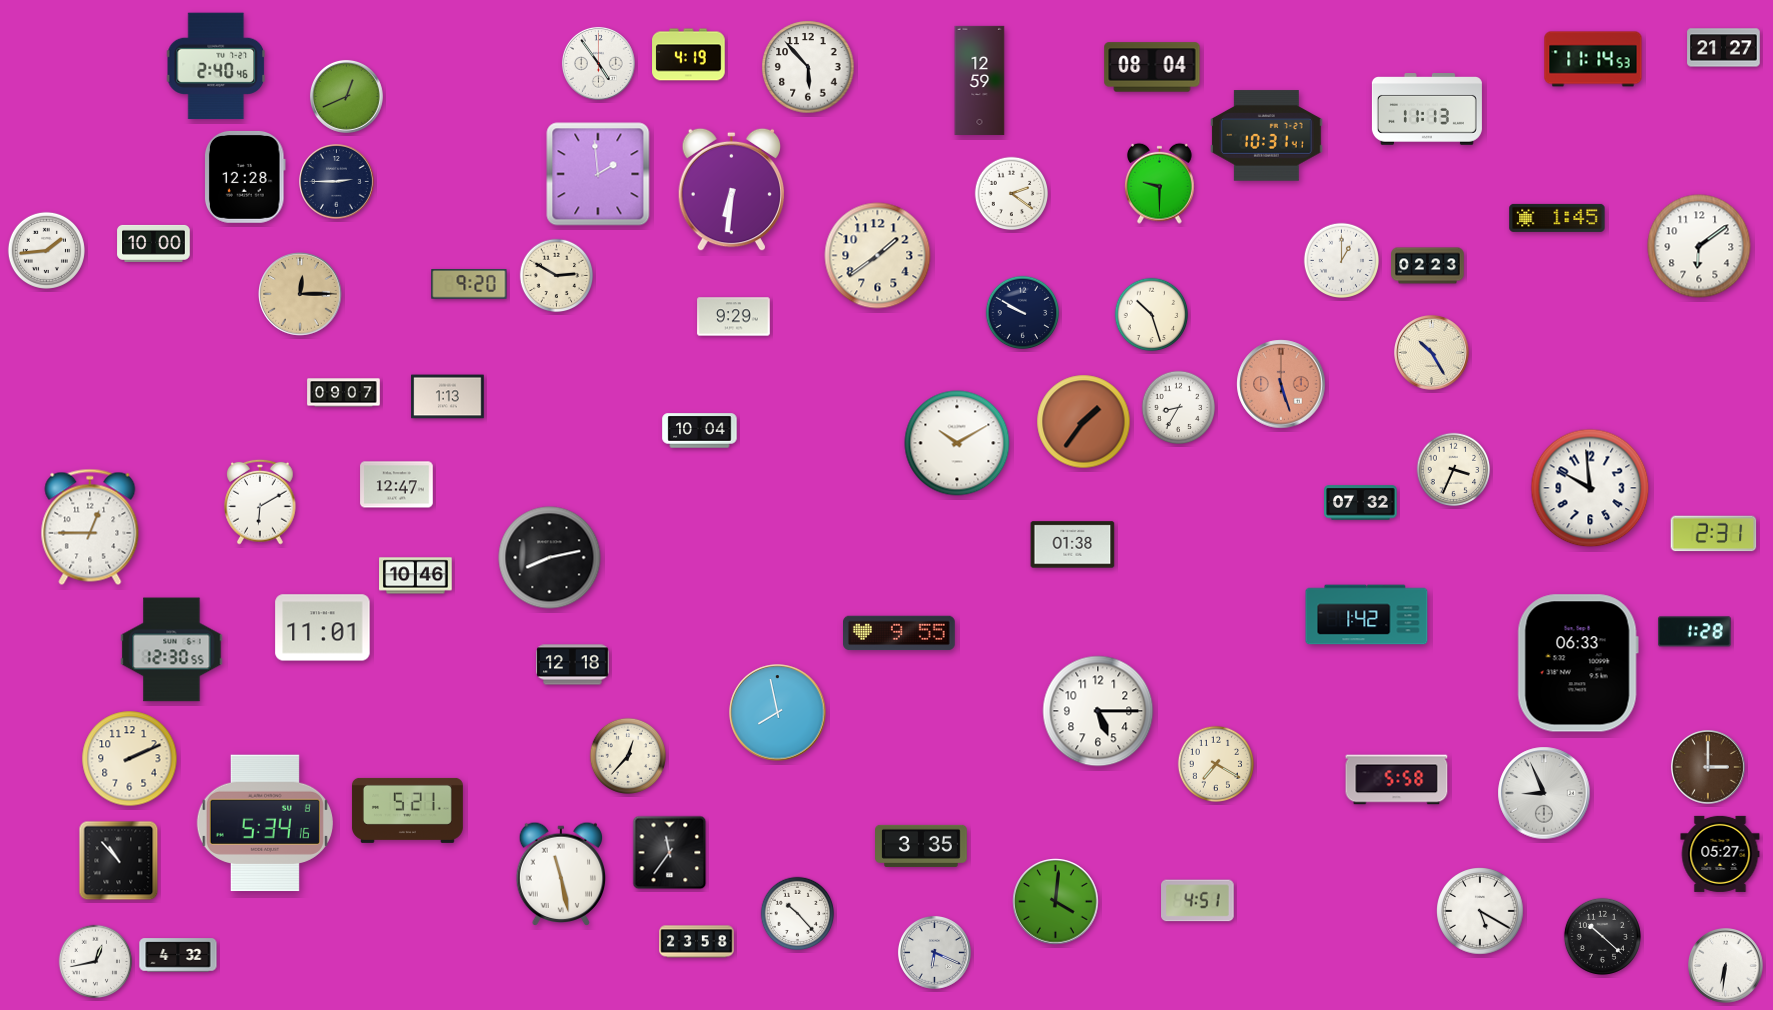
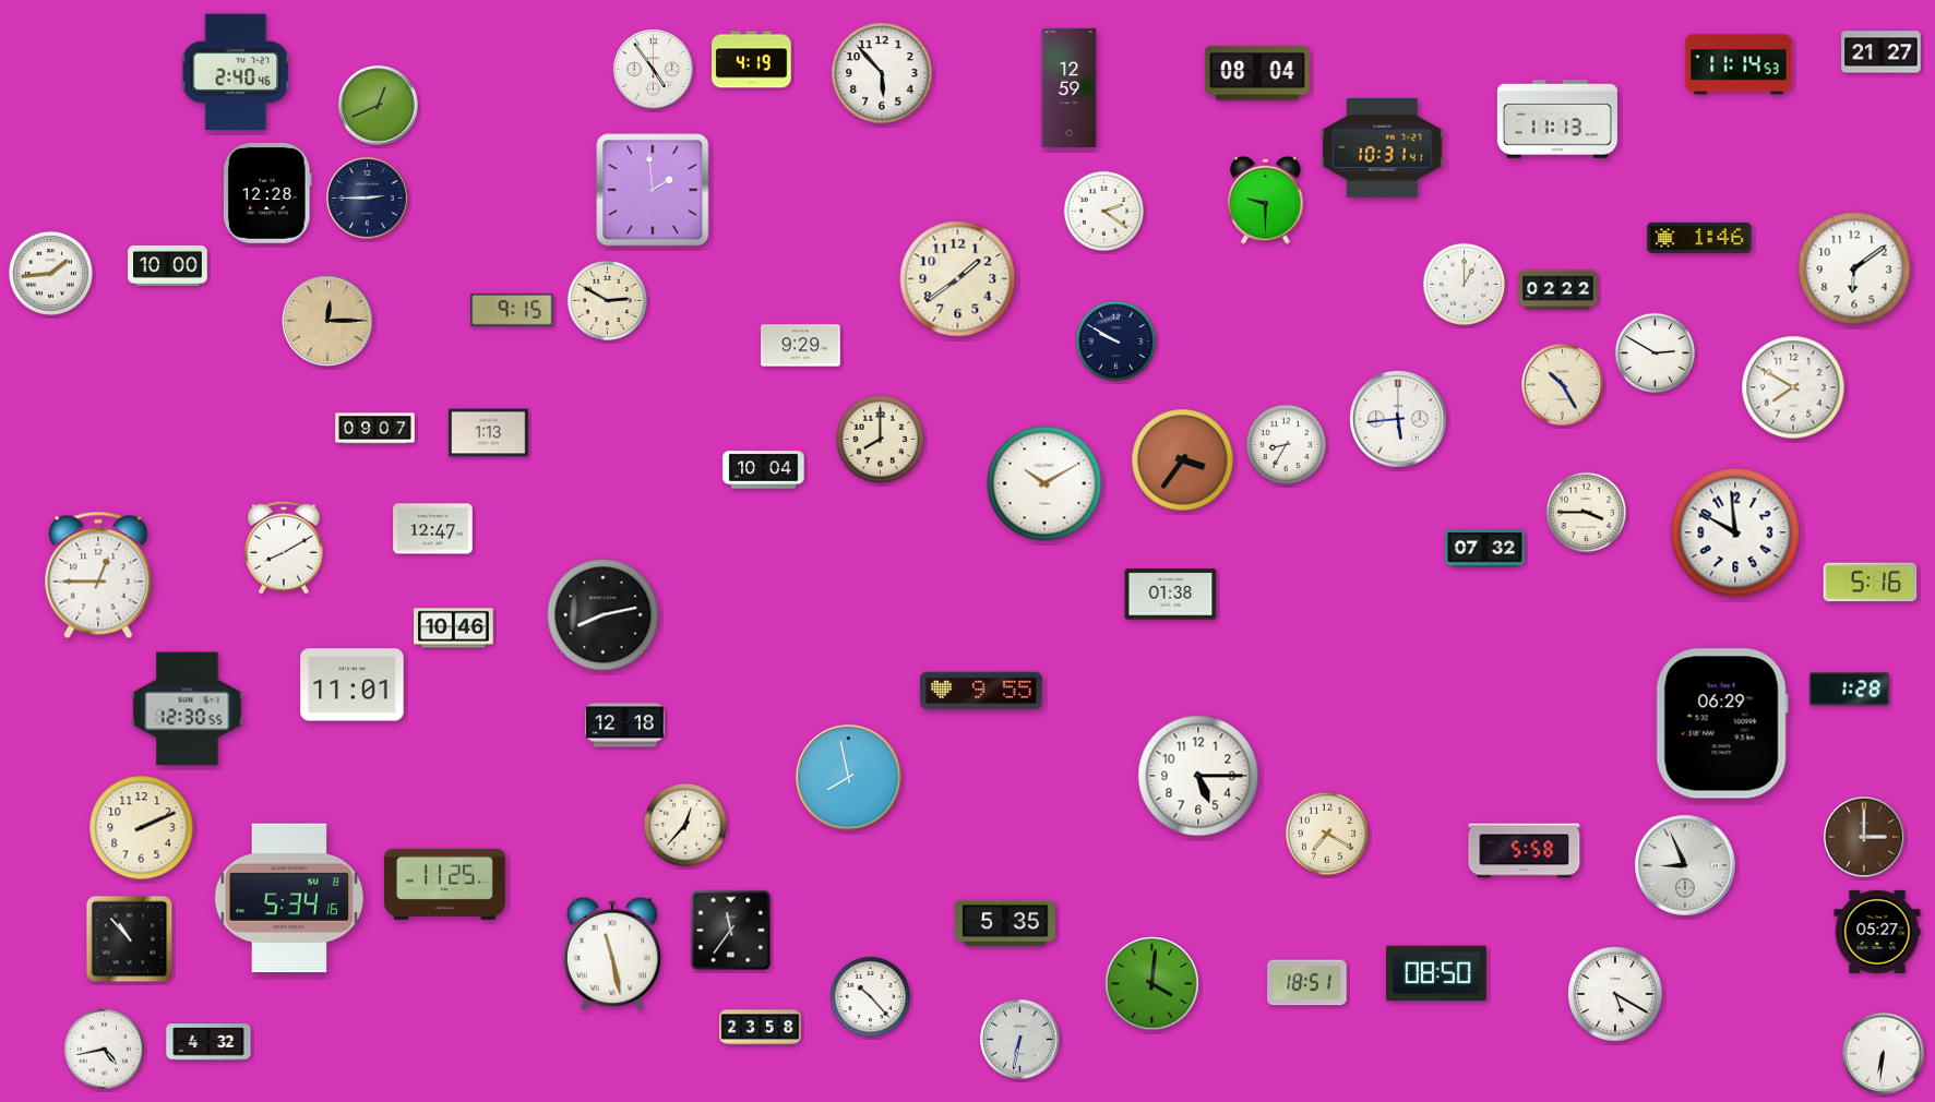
clock at (731, 190): 6:31 -> none
clock at (1557, 218): 1:45 -> 1:46
clock at (1428, 266): 02:23 -> 02:22
clock at (469, 285): 9:20 -> 9:15
clock at (1152, 315): 10:27 -> none
clock at (1656, 354): none -> 2:50
clock at (1793, 387): none -> 7:50
clock at (1281, 384): 5:27 -> 5:44
clock at (1281, 384) dial: salmon -> white
clock at (880, 439): none -> 8:00
clock at (1084, 422): 1:36 -> 3:36
clock at (1454, 470): 3:34 -> 3:45
clock at (261, 502): 6:10 -> 8:10
clock at (1714, 534): 2:31 -> 5:16
clock at (550, 558) position: (550, 558) -> (604, 615)
clock at (1367, 615): 1:42 -> none
clock at (1578, 663): 06:33 -> 06:29
clock at (407, 810): 5:21 -> 11:25
clock at (922, 846): 3:35 -> 5:35
clock at (1437, 973): none -> 08:50
clock at (1198, 901): 4:51 -> 18:51
clock at (1602, 936): 10:22 -> none
clock at (934, 952): 6:19 -> 6:32
clock at (178, 955) position: (178, 955) -> (208, 1042)
clock at (96, 962): 12:43 -> 4:43
